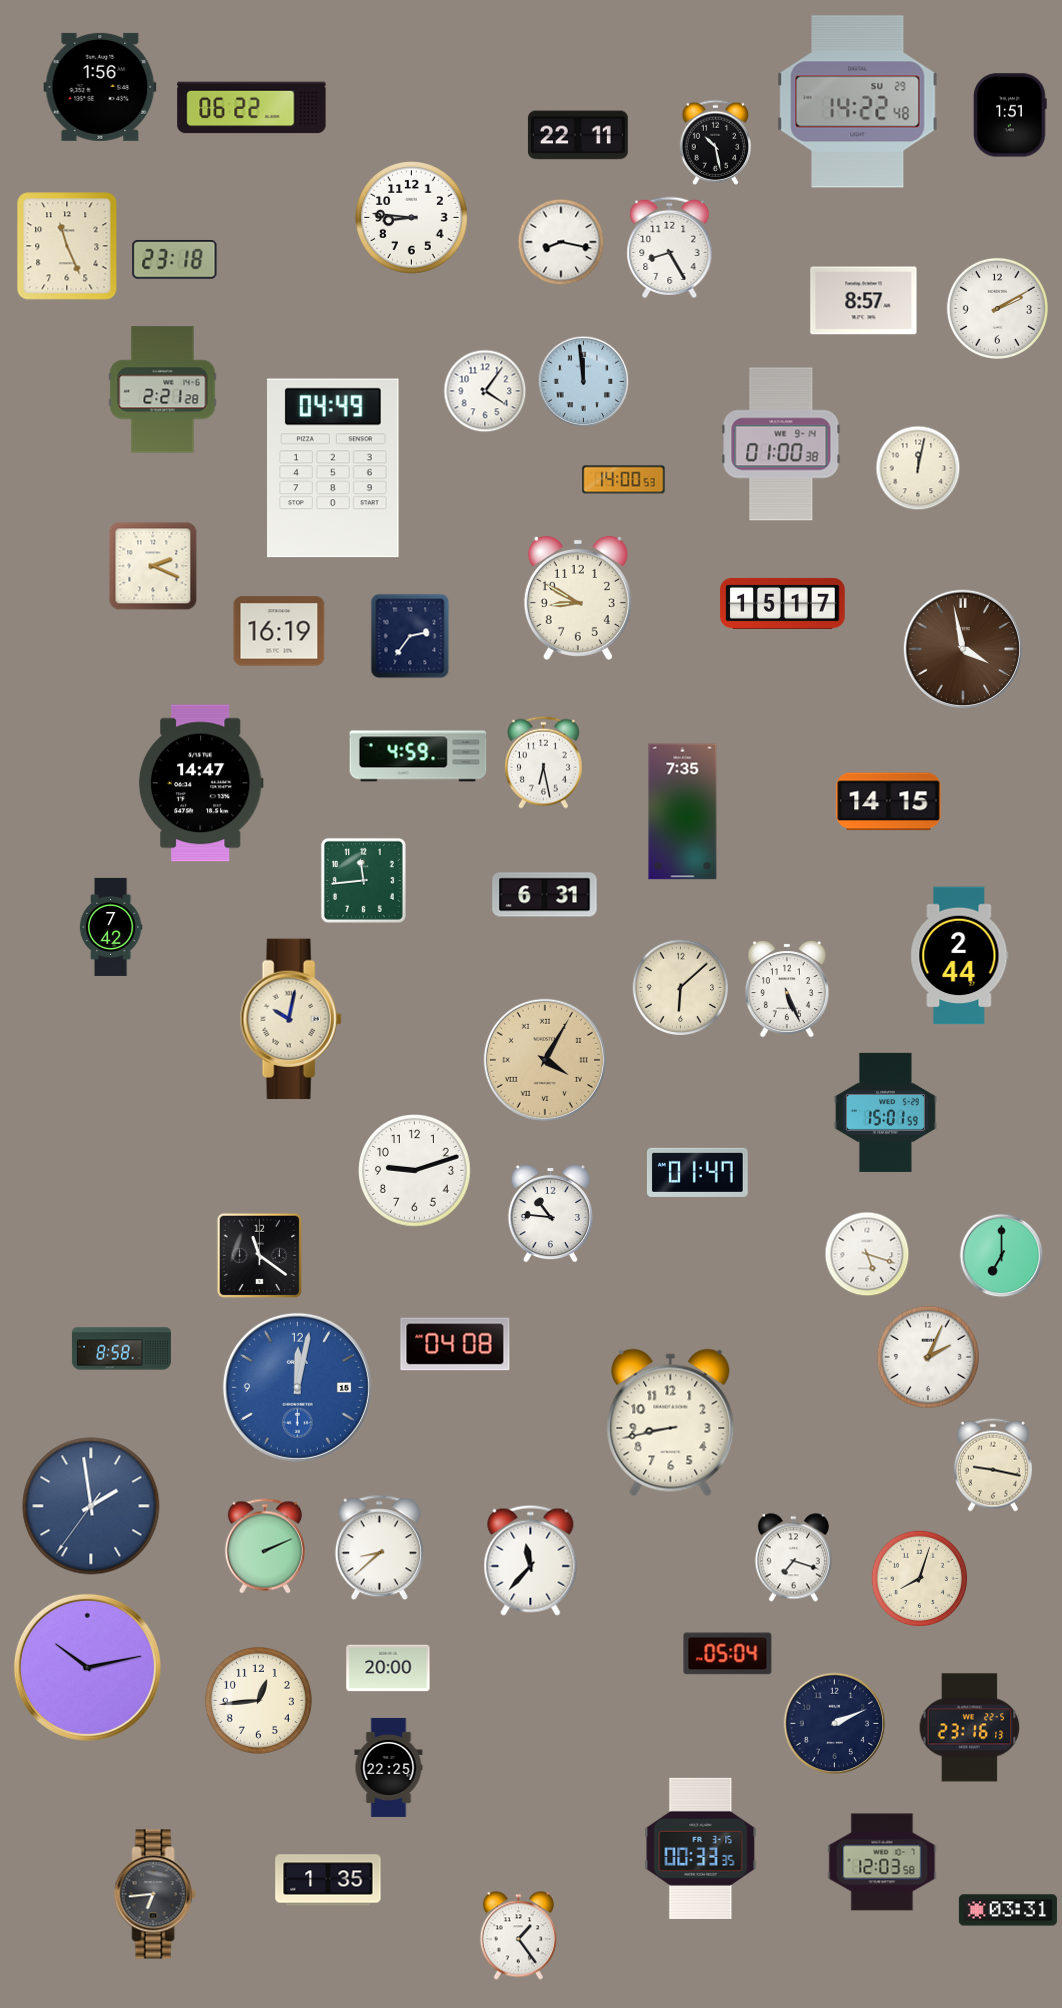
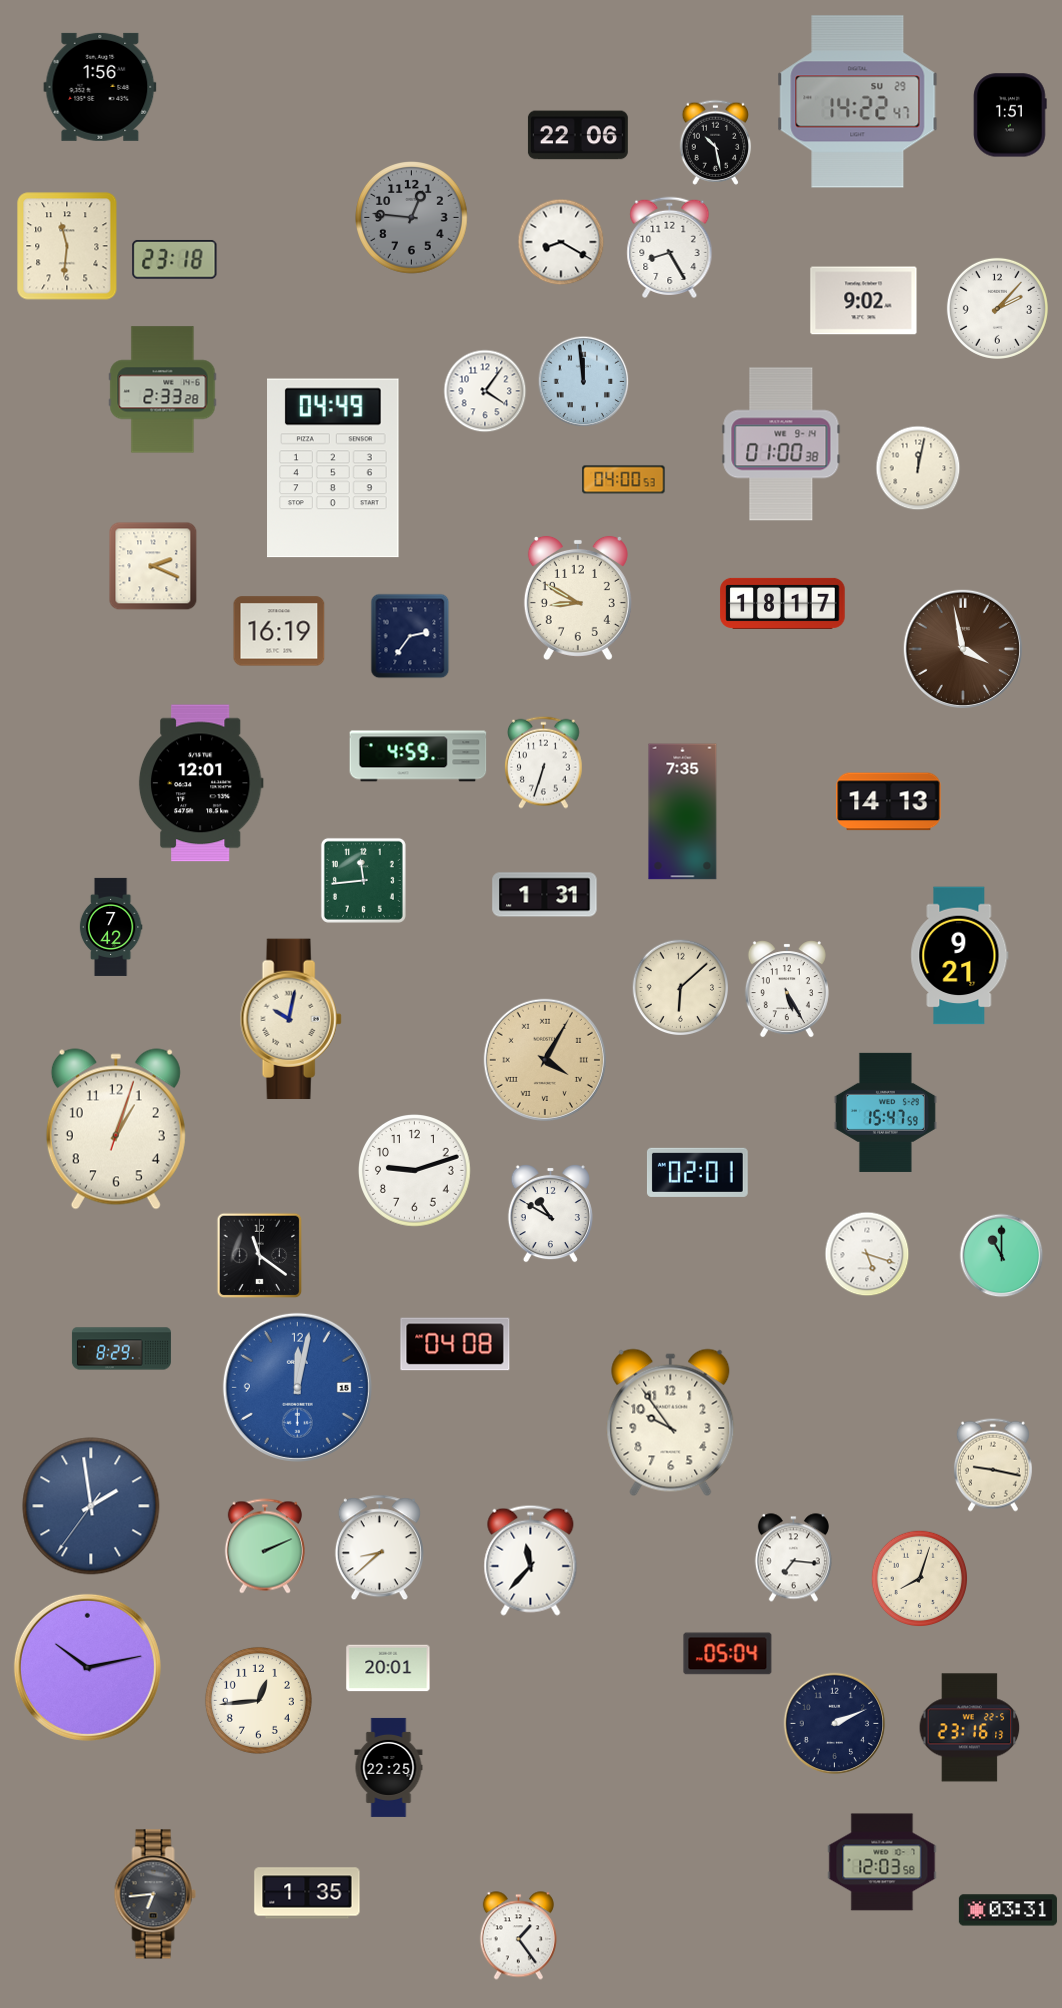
clock at (858, 102): 14:22:48 -> 14:22:47
clock at (252, 108): 06:22 -> none
clock at (578, 135): 22:11 -> 22:06
clock at (412, 218): 8:46 -> 12:46
clock at (412, 218) dial: white -> grey
clock at (561, 242): 8:17 -> 8:20
clock at (67, 246): 11:26 -> 11:31
clock at (864, 301): 8:57 -> 9:02
clock at (997, 308): 2:10 -> 2:07
clock at (163, 390): 2:21 -> 2:33
clock at (624, 480): 14:00 -> 04:00
clock at (783, 603): 15:17 -> 18:17
clock at (544, 762): 6:28 -> 6:33
clock at (201, 783): 14:47 -> 12:01
clock at (889, 802): 14:15 -> 14:13
clock at (545, 895): 6:31 -> 1:31
clock at (960, 956): 2:44 -> 9:21
clock at (787, 989): 5:26 -> 5:25
clock at (885, 1112): 15:01 -> 15:47
clock at (116, 1129): none -> 1:03
clock at (697, 1172): 01:47 -> 02:01
clock at (550, 1213): 10:46 -> 10:50
clock at (1002, 1256): 7:00 -> 11:00
clock at (121, 1349): 8:58 -> 8:29
clock at (928, 1357): 2:04 -> none
clock at (671, 1423): 8:43 -> 9:54
clock at (793, 1558): 7:18 -> 7:16
clock at (388, 1668): 20:00 -> 20:01
clock at (701, 1848): 00:33 -> none
clock at (328, 1880) position: (328, 1880) -> (307, 1893)
